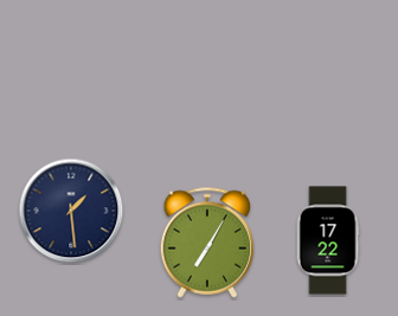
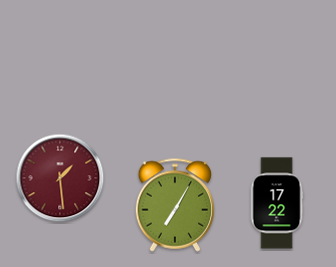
clock at (71, 211) dial: navy -> burgundy
